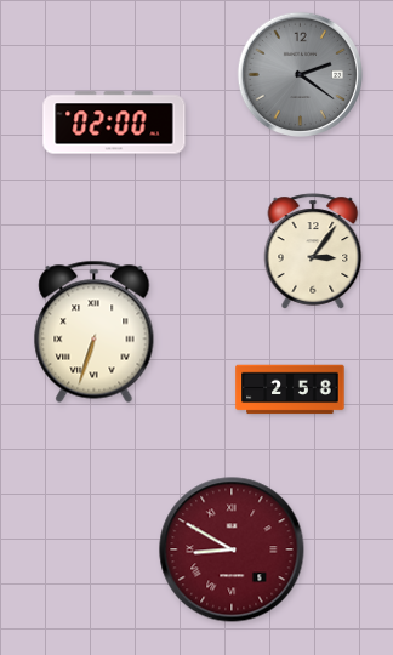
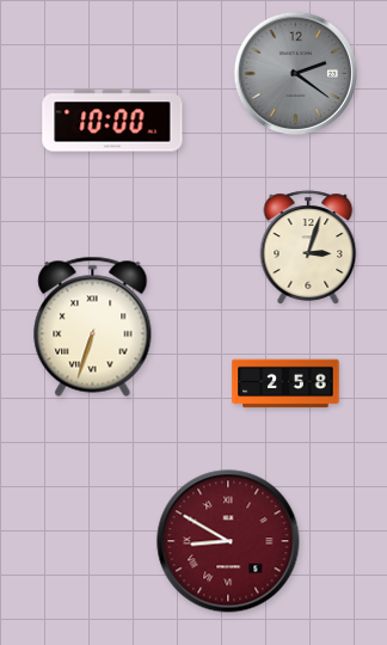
clock at (114, 123): 02:00 -> 10:00
clock at (313, 251): 3:06 -> 3:03
